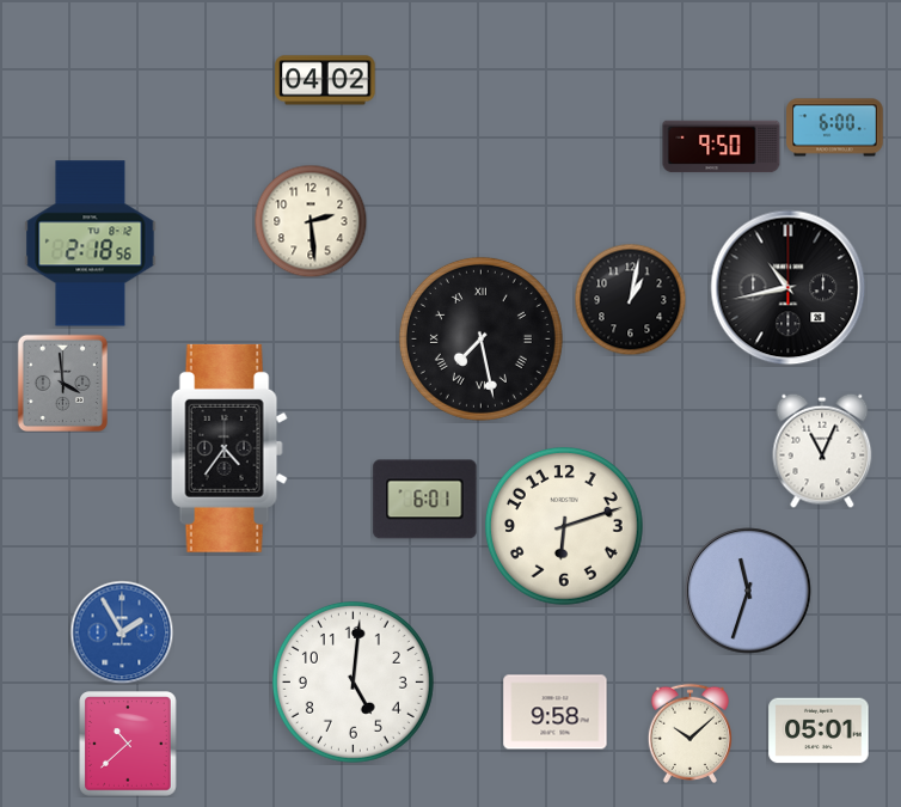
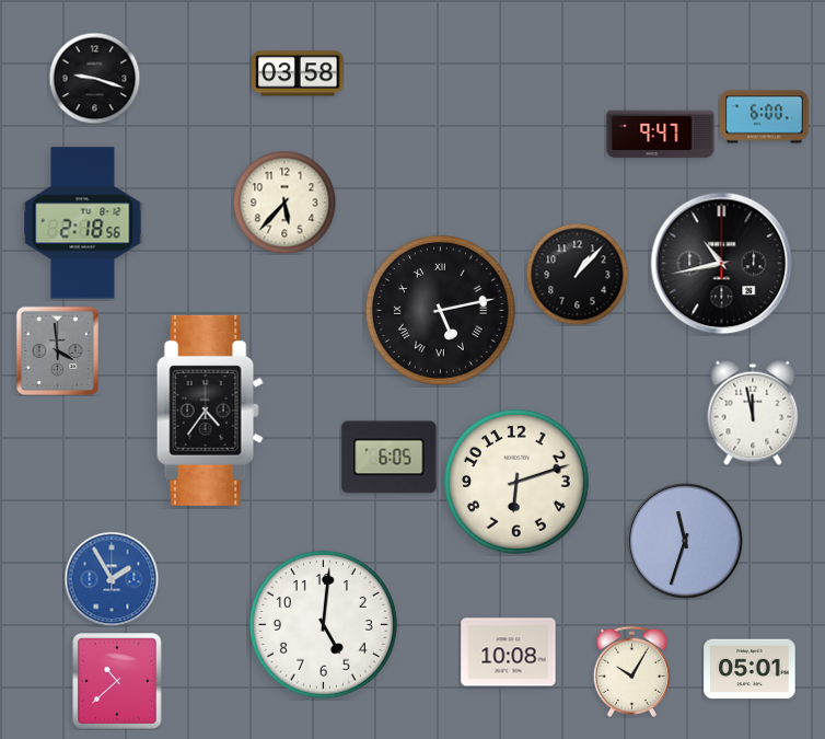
clock at (325, 80): 04:02 -> 03:58
clock at (94, 78): none -> 9:18
clock at (722, 147): 9:50 -> 9:47
clock at (311, 221): 2:29 -> 5:37
clock at (630, 299): 1:02 -> 1:07
clock at (480, 338): 7:28 -> 5:13
clock at (822, 451): 11:04 -> 11:58
clock at (425, 500): 6:01 -> 6:05
clock at (556, 713): 9:58 -> 10:08
clock at (689, 733): 10:08 -> 10:05
